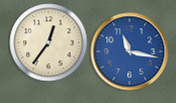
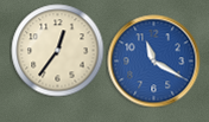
clock at (129, 51): 11:17 -> 11:20
